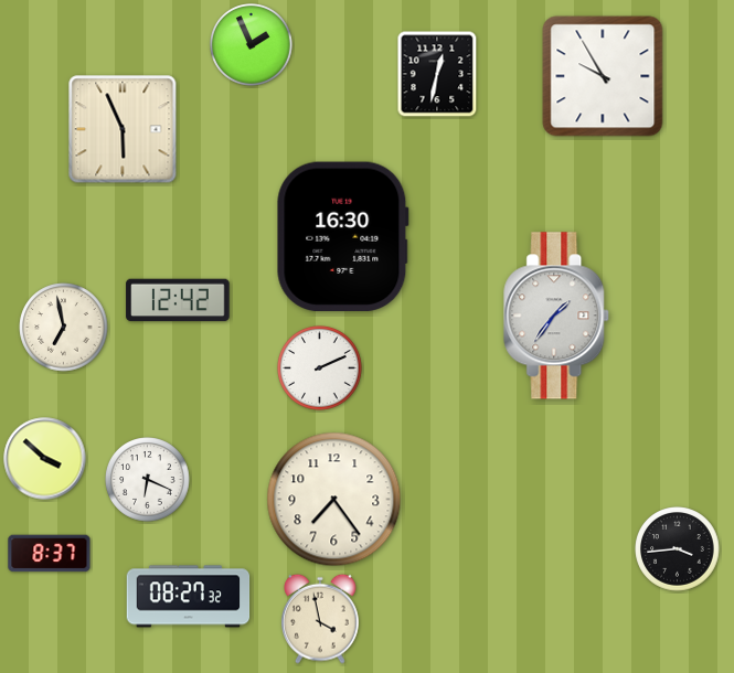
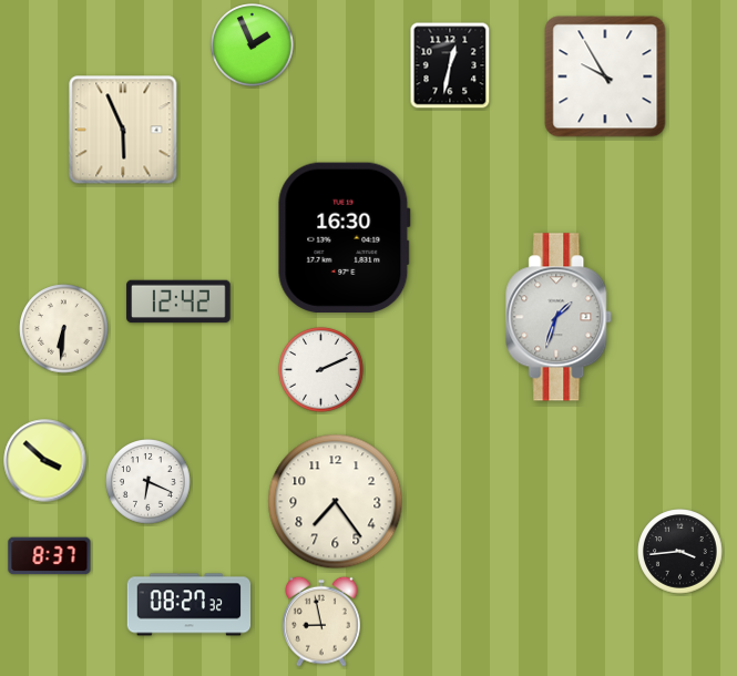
clock at (437, 74) position: (437, 74) -> (450, 65)
clock at (557, 316): 1:36 -> 1:33
clock at (64, 328): 6:58 -> 6:31
clock at (189, 597) position: (189, 597) -> (190, 605)
clock at (321, 619): 3:58 -> 8:58
